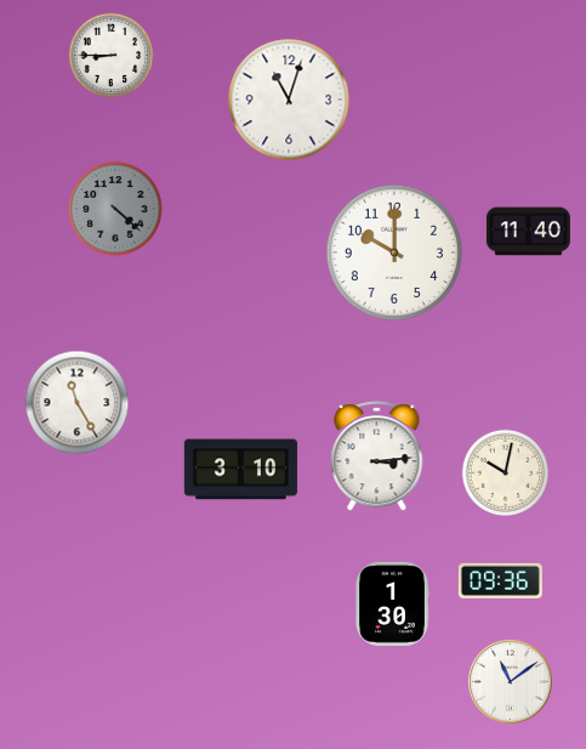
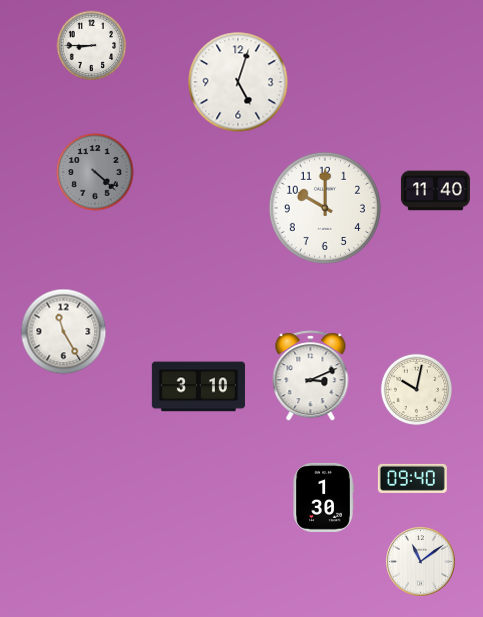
clock at (289, 100): 11:03 -> 5:03
clock at (377, 456): 3:14 -> 3:11
clock at (500, 580): 09:36 -> 09:40
